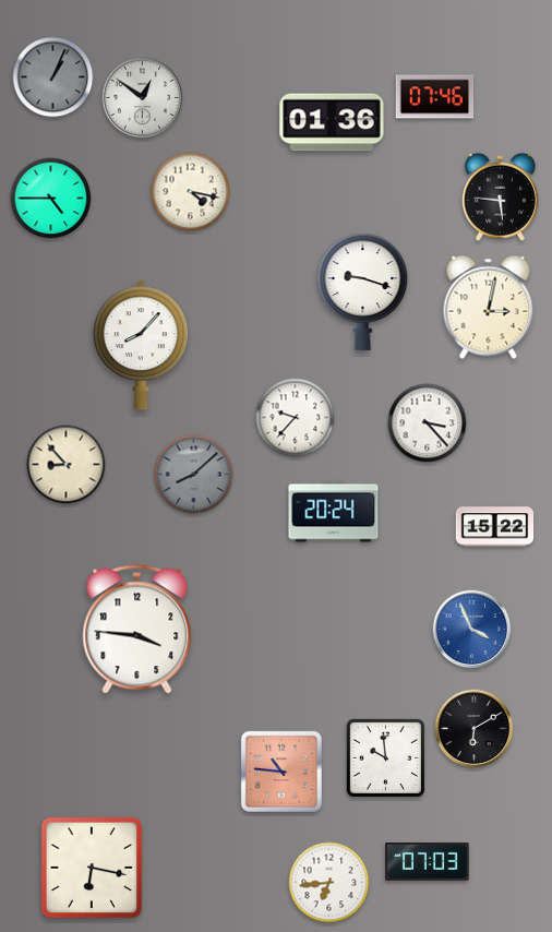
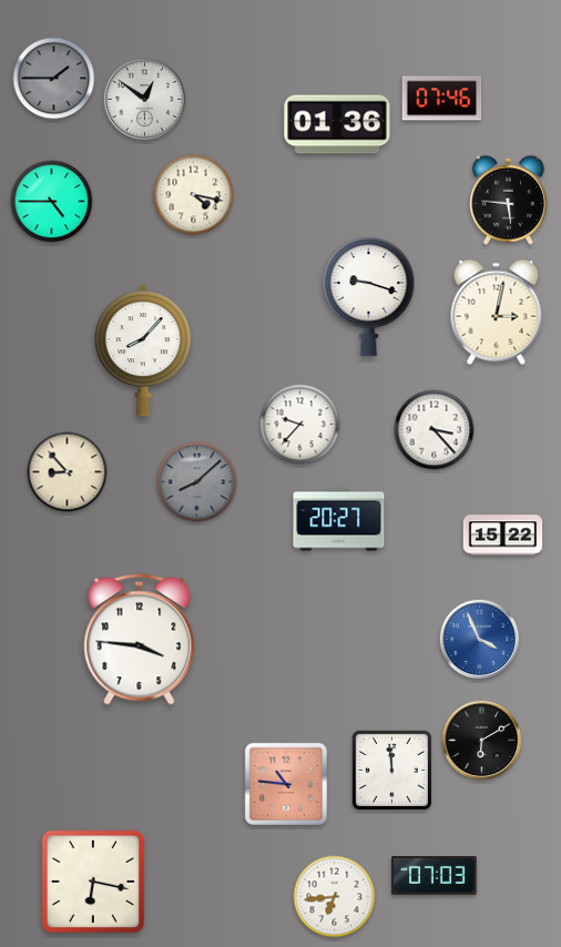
clock at (53, 77): 1:04 -> 1:45
clock at (334, 512): 20:24 -> 20:27
clock at (385, 757): 9:59 -> 11:59
